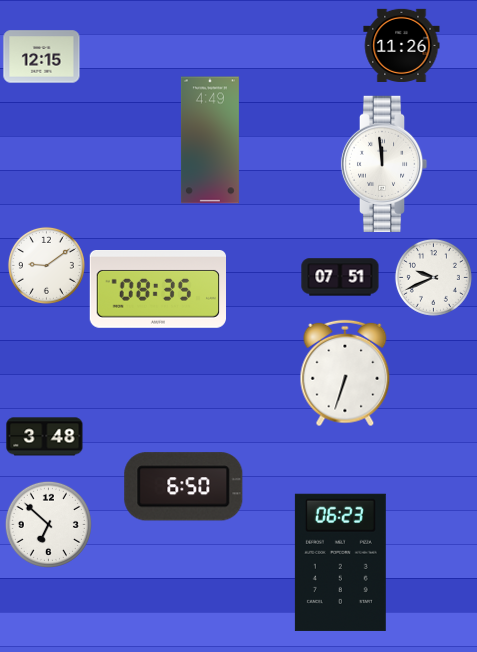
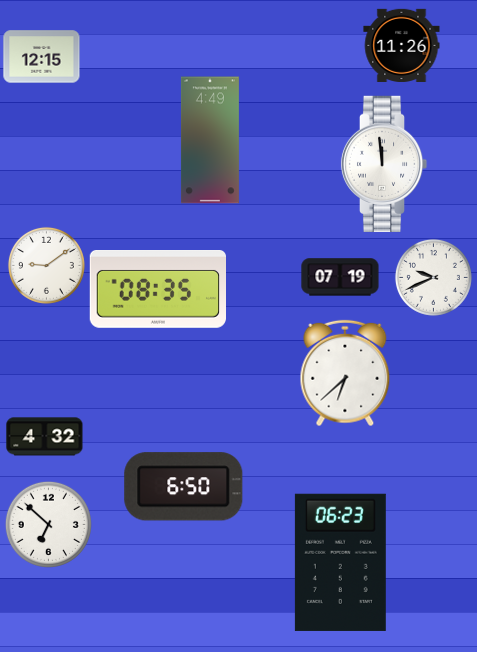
clock at (340, 277): 07:51 -> 07:19
clock at (345, 373): 6:33 -> 6:38
clock at (45, 437): 3:48 -> 4:32
